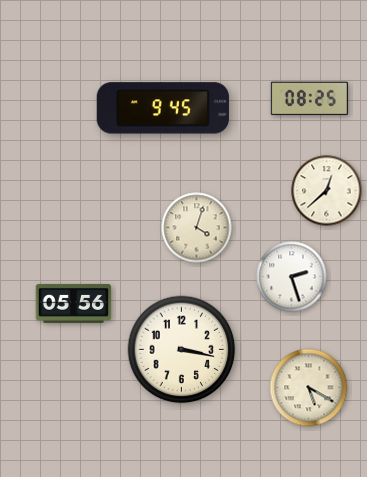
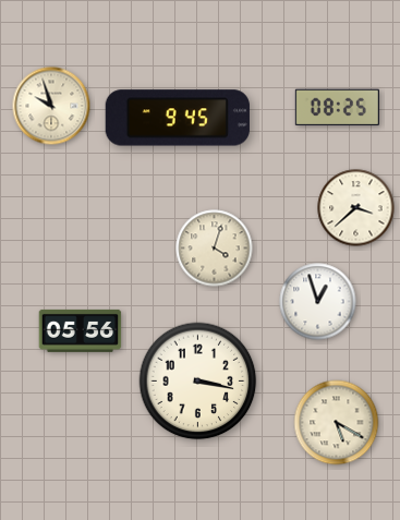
clock at (51, 106): none -> 9:57
clock at (327, 191): 12:38 -> 3:38
clock at (292, 277): 2:27 -> 12:57
